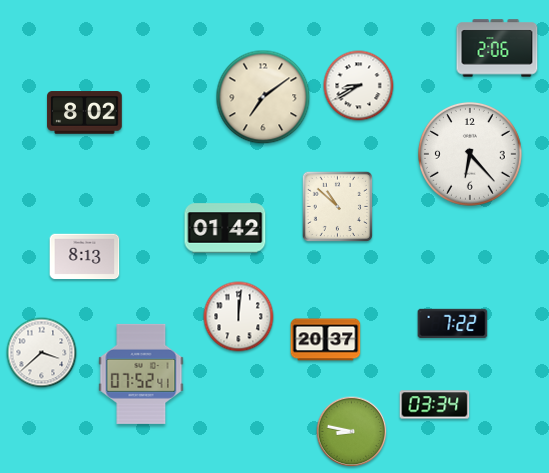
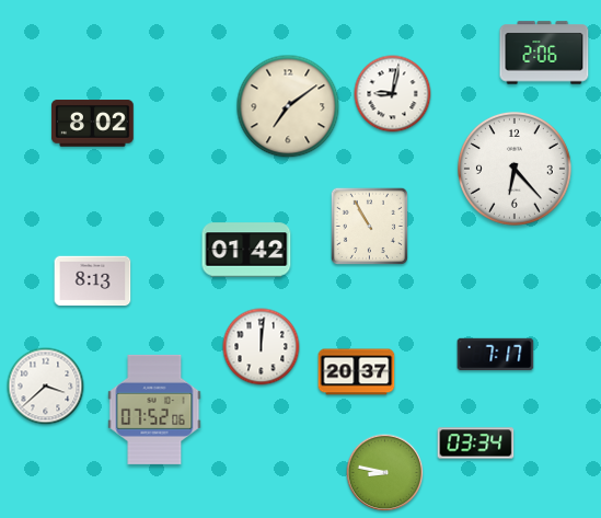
clock at (359, 86): 8:40 -> 9:02
clock at (337, 206): 10:52 -> 10:55
clock at (453, 324): 7:22 -> 7:17
clock at (141, 374): 07:52:41 -> 07:52:06
